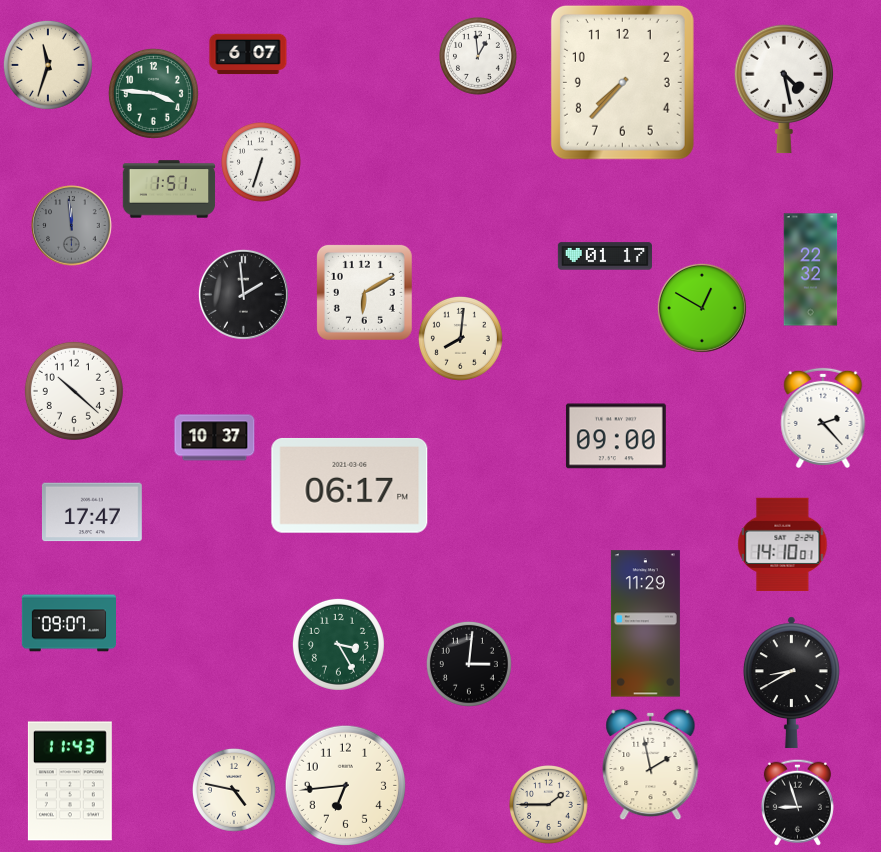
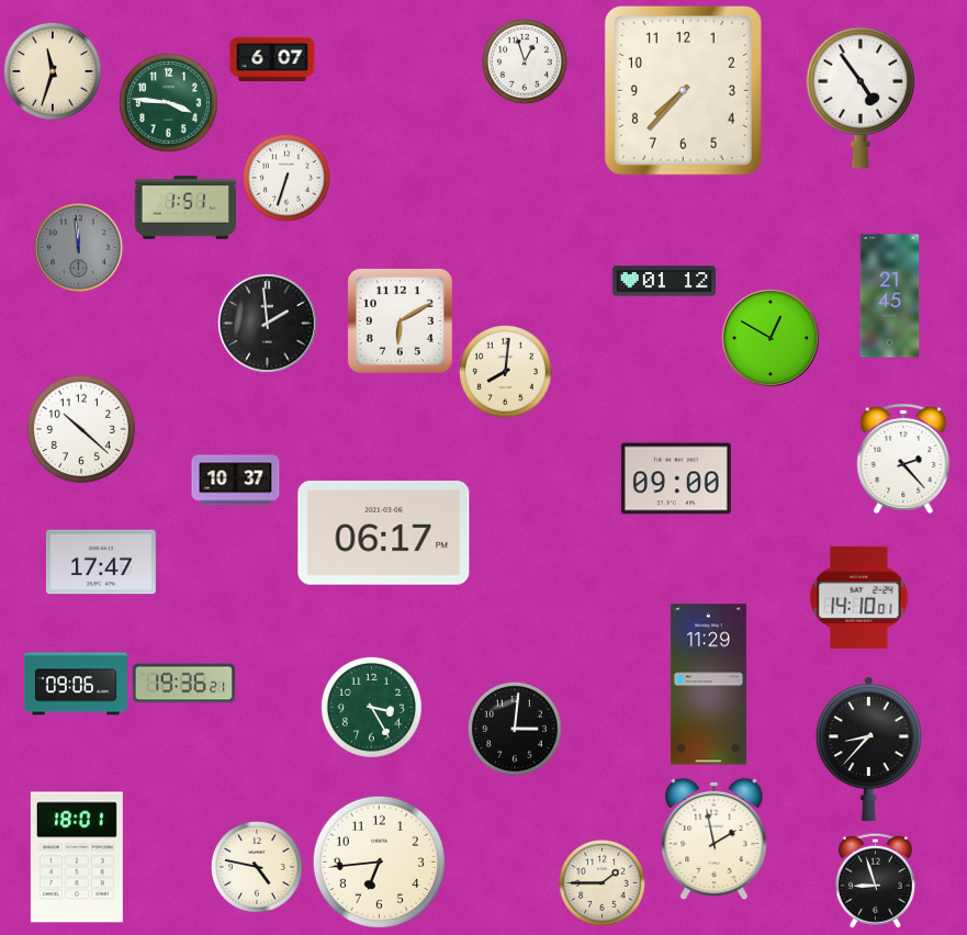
clock at (479, 57): 12:59 -> 12:57
clock at (783, 89): 4:28 -> 4:54
clock at (605, 256): 01:17 -> 01:12
clock at (811, 270): 22:32 -> 21:45
clock at (68, 623): 09:07 -> 09:06
clock at (183, 684): none -> 19:36
clock at (791, 682): 8:40 -> 8:37
clock at (70, 781): 11:43 -> 18:01
